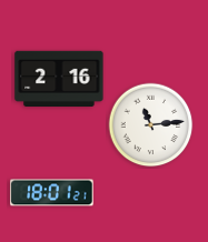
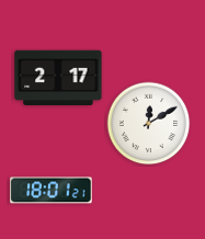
clock at (59, 78): 2:16 -> 2:17
clock at (151, 125): 11:14 -> 12:10
